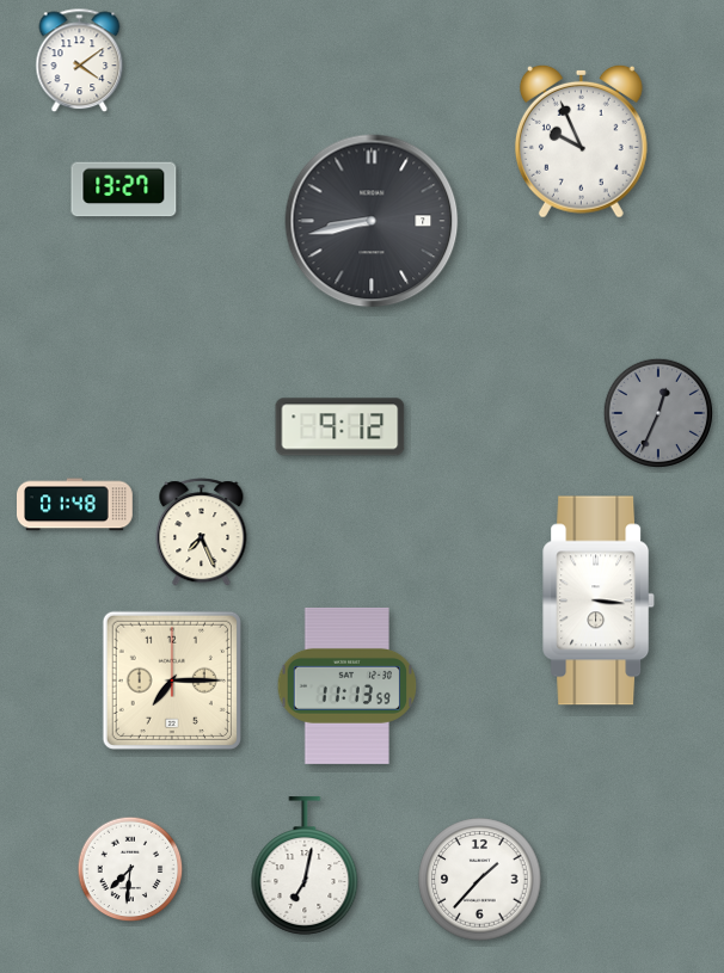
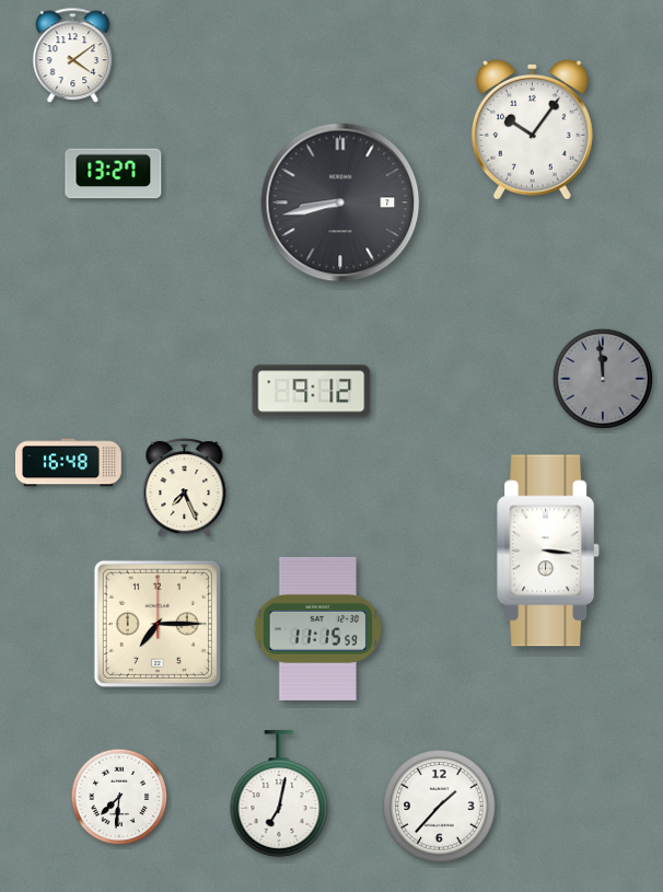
clock at (581, 141): 9:56 -> 10:06
clock at (657, 412): 12:34 -> 11:59
clock at (75, 505): 01:48 -> 16:48
clock at (348, 685): 11:13 -> 11:15
